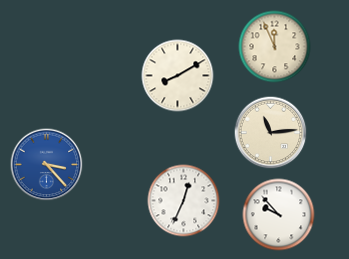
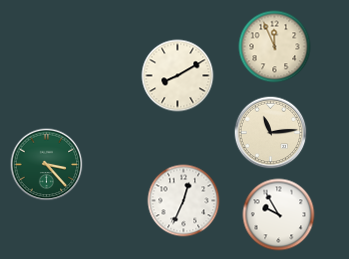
clock at (47, 165) dial: blue -> green
clock at (279, 215): 9:53 -> 9:55
